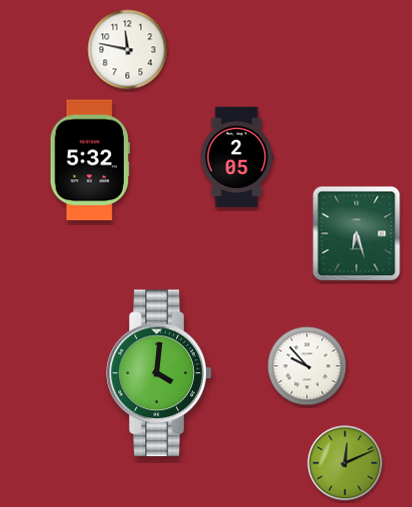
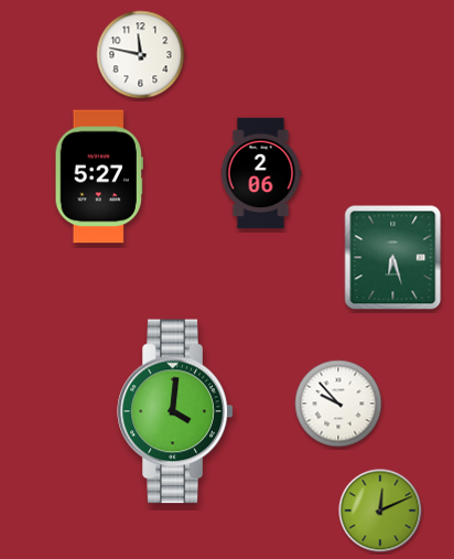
clock at (237, 157): 2:05 -> 2:06
clock at (90, 160): 5:32 -> 5:27
